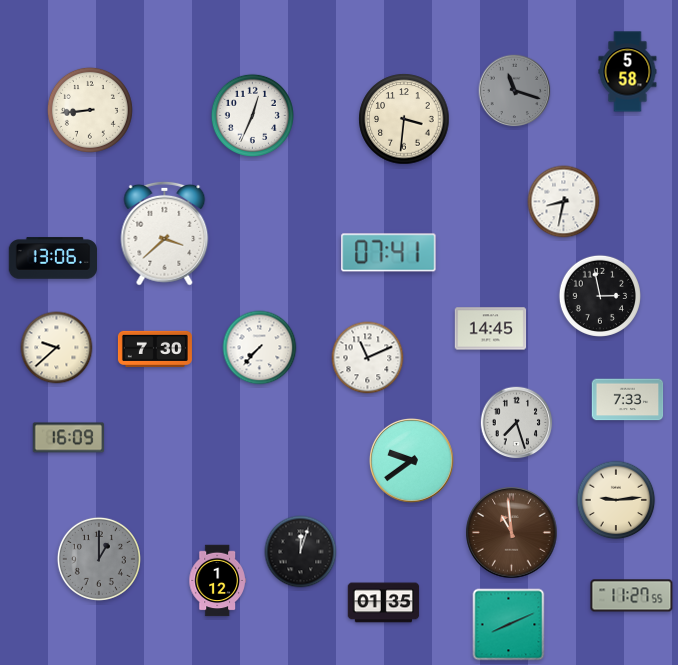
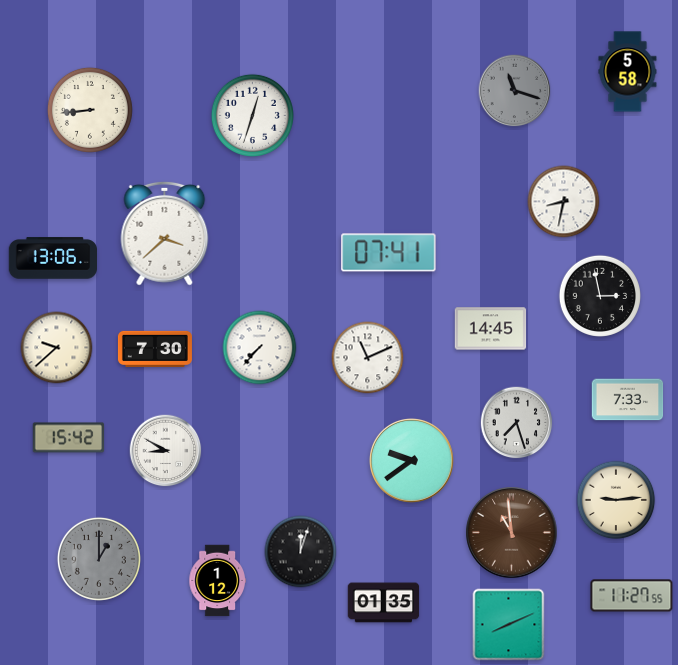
clock at (252, 115): 12:34 -> 12:33
clock at (404, 119): 3:31 -> none
clock at (69, 438): 16:09 -> 15:42
clock at (166, 451): none -> 8:50
